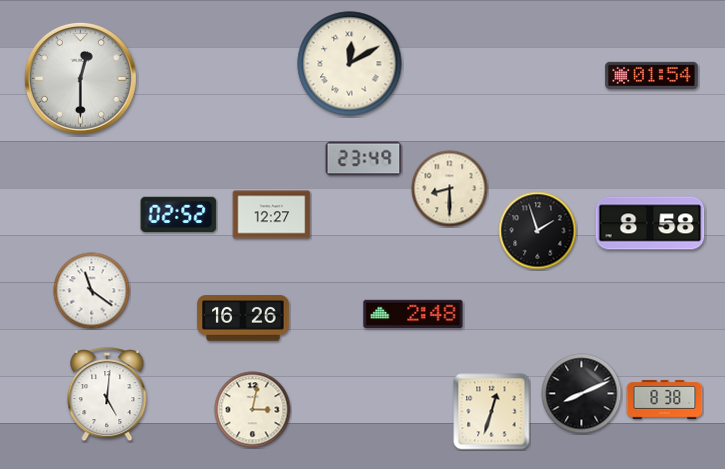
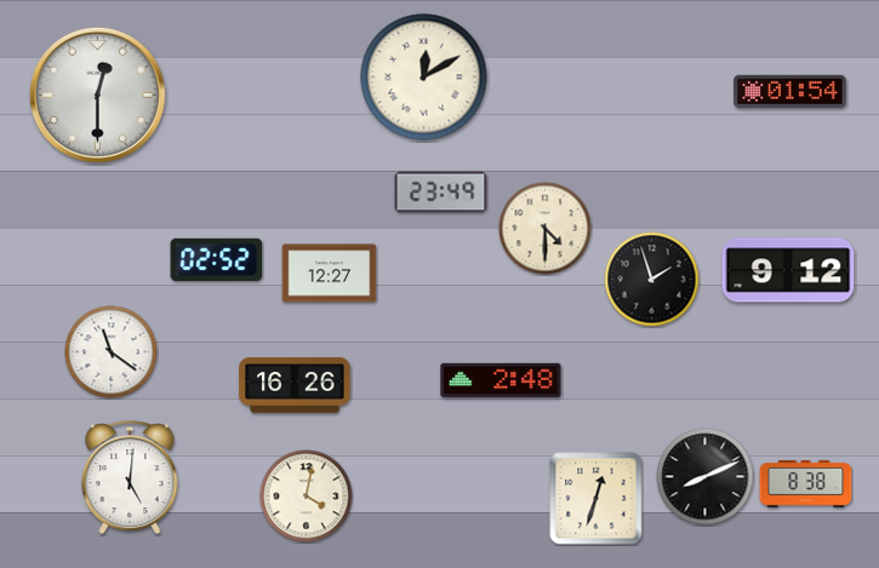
clock at (450, 189): 8:30 -> 4:30
clock at (272, 215) position: (272, 215) -> (330, 274)
clock at (650, 223): 8:58 -> 9:12
clock at (253, 410): 3:02 -> 4:02
